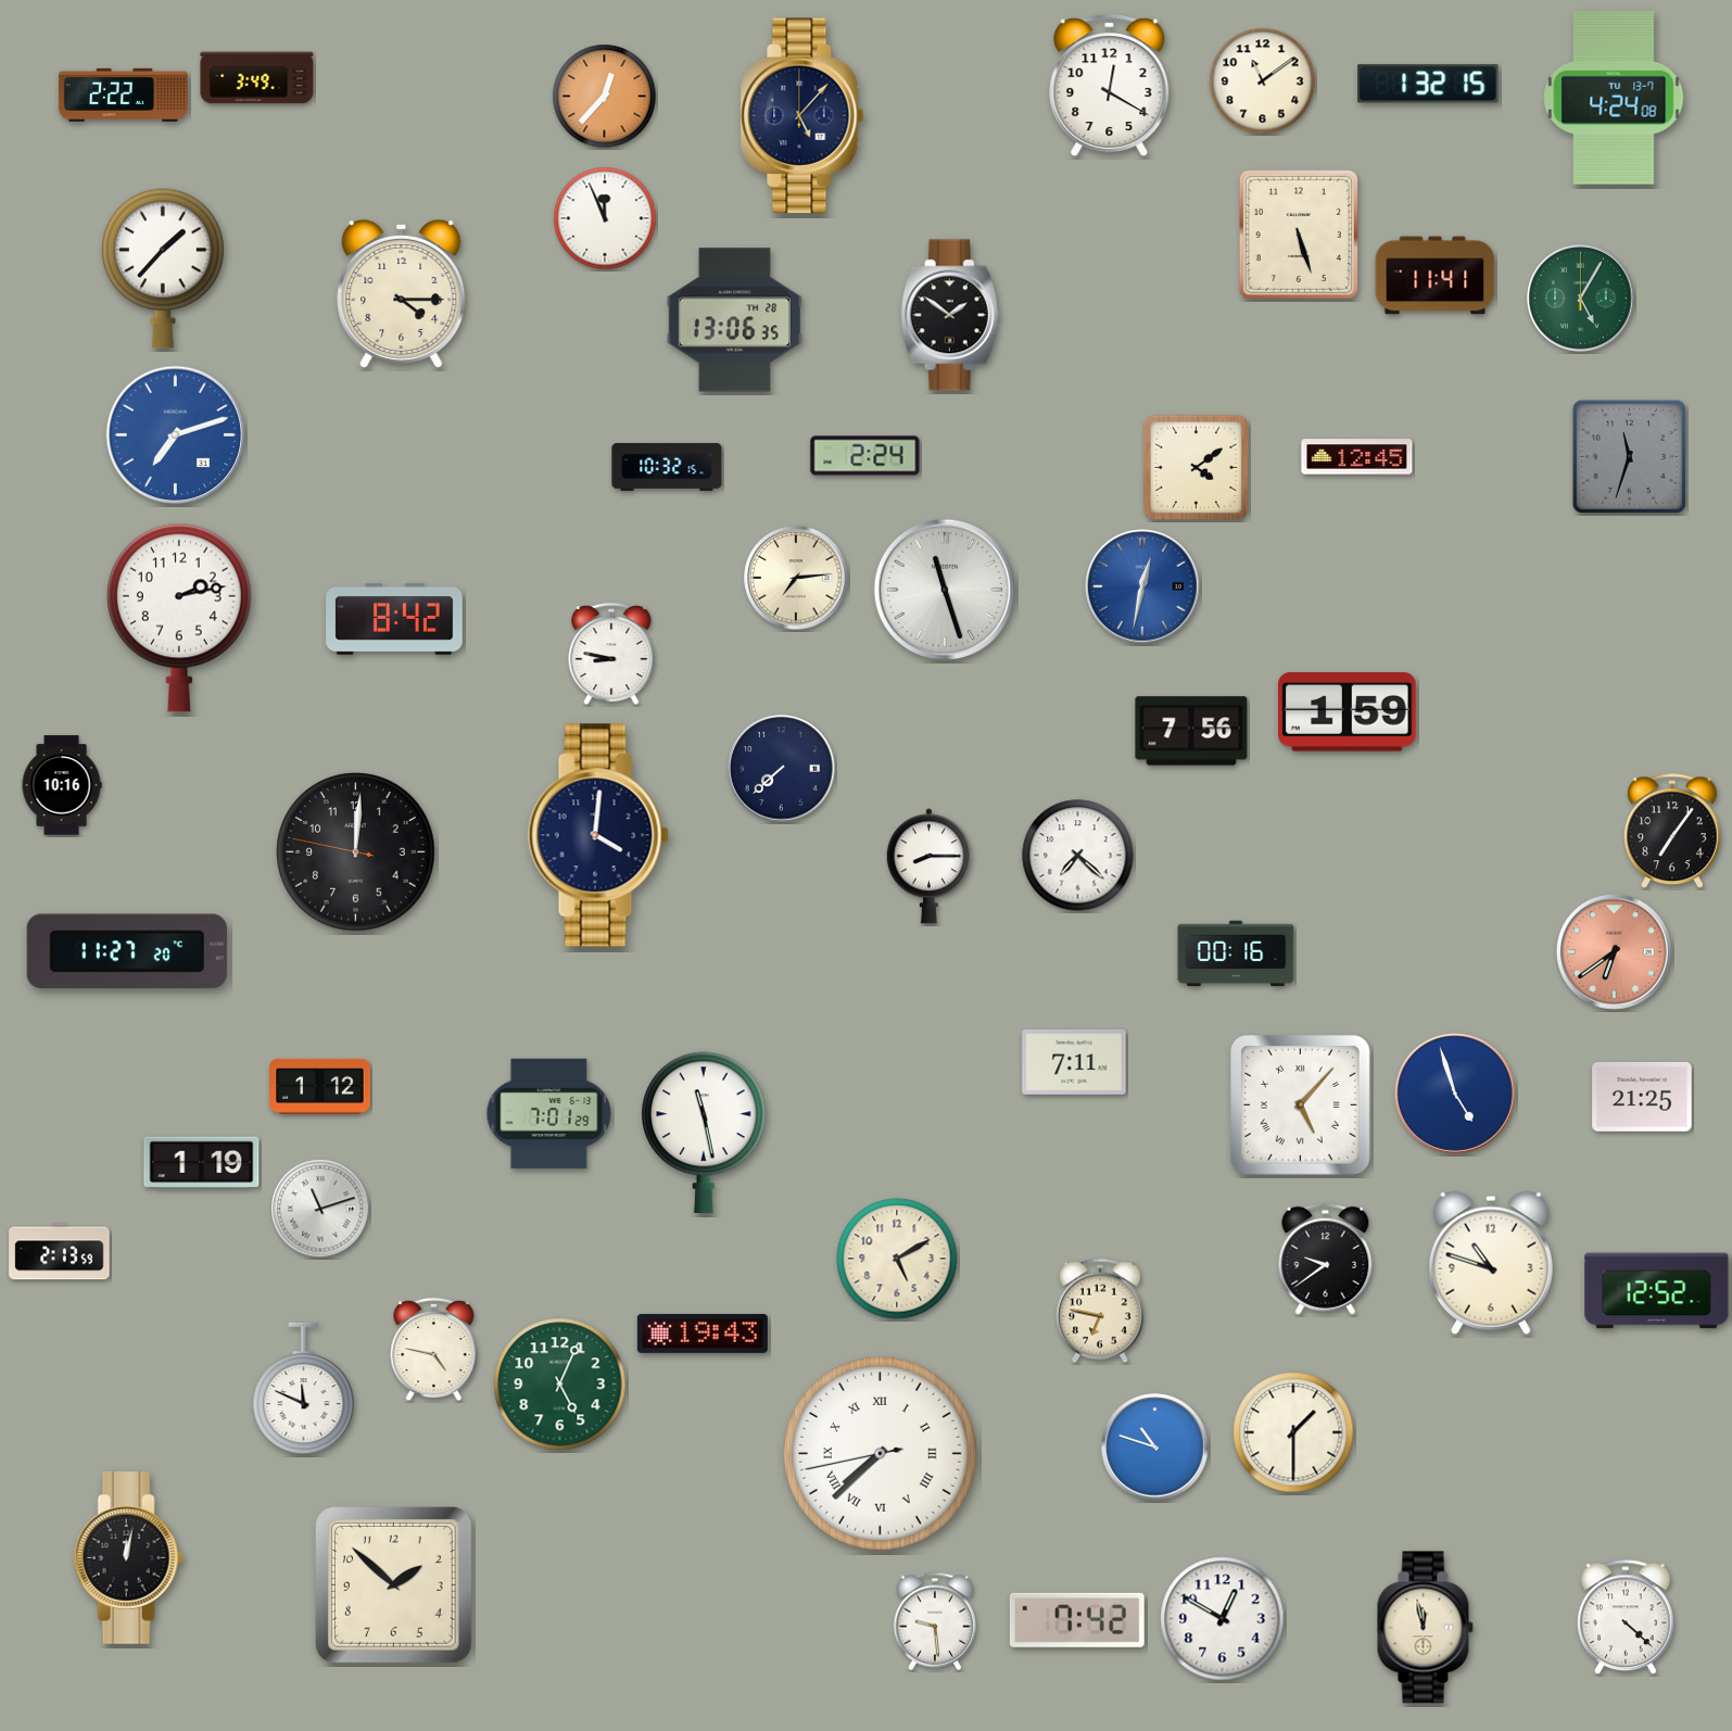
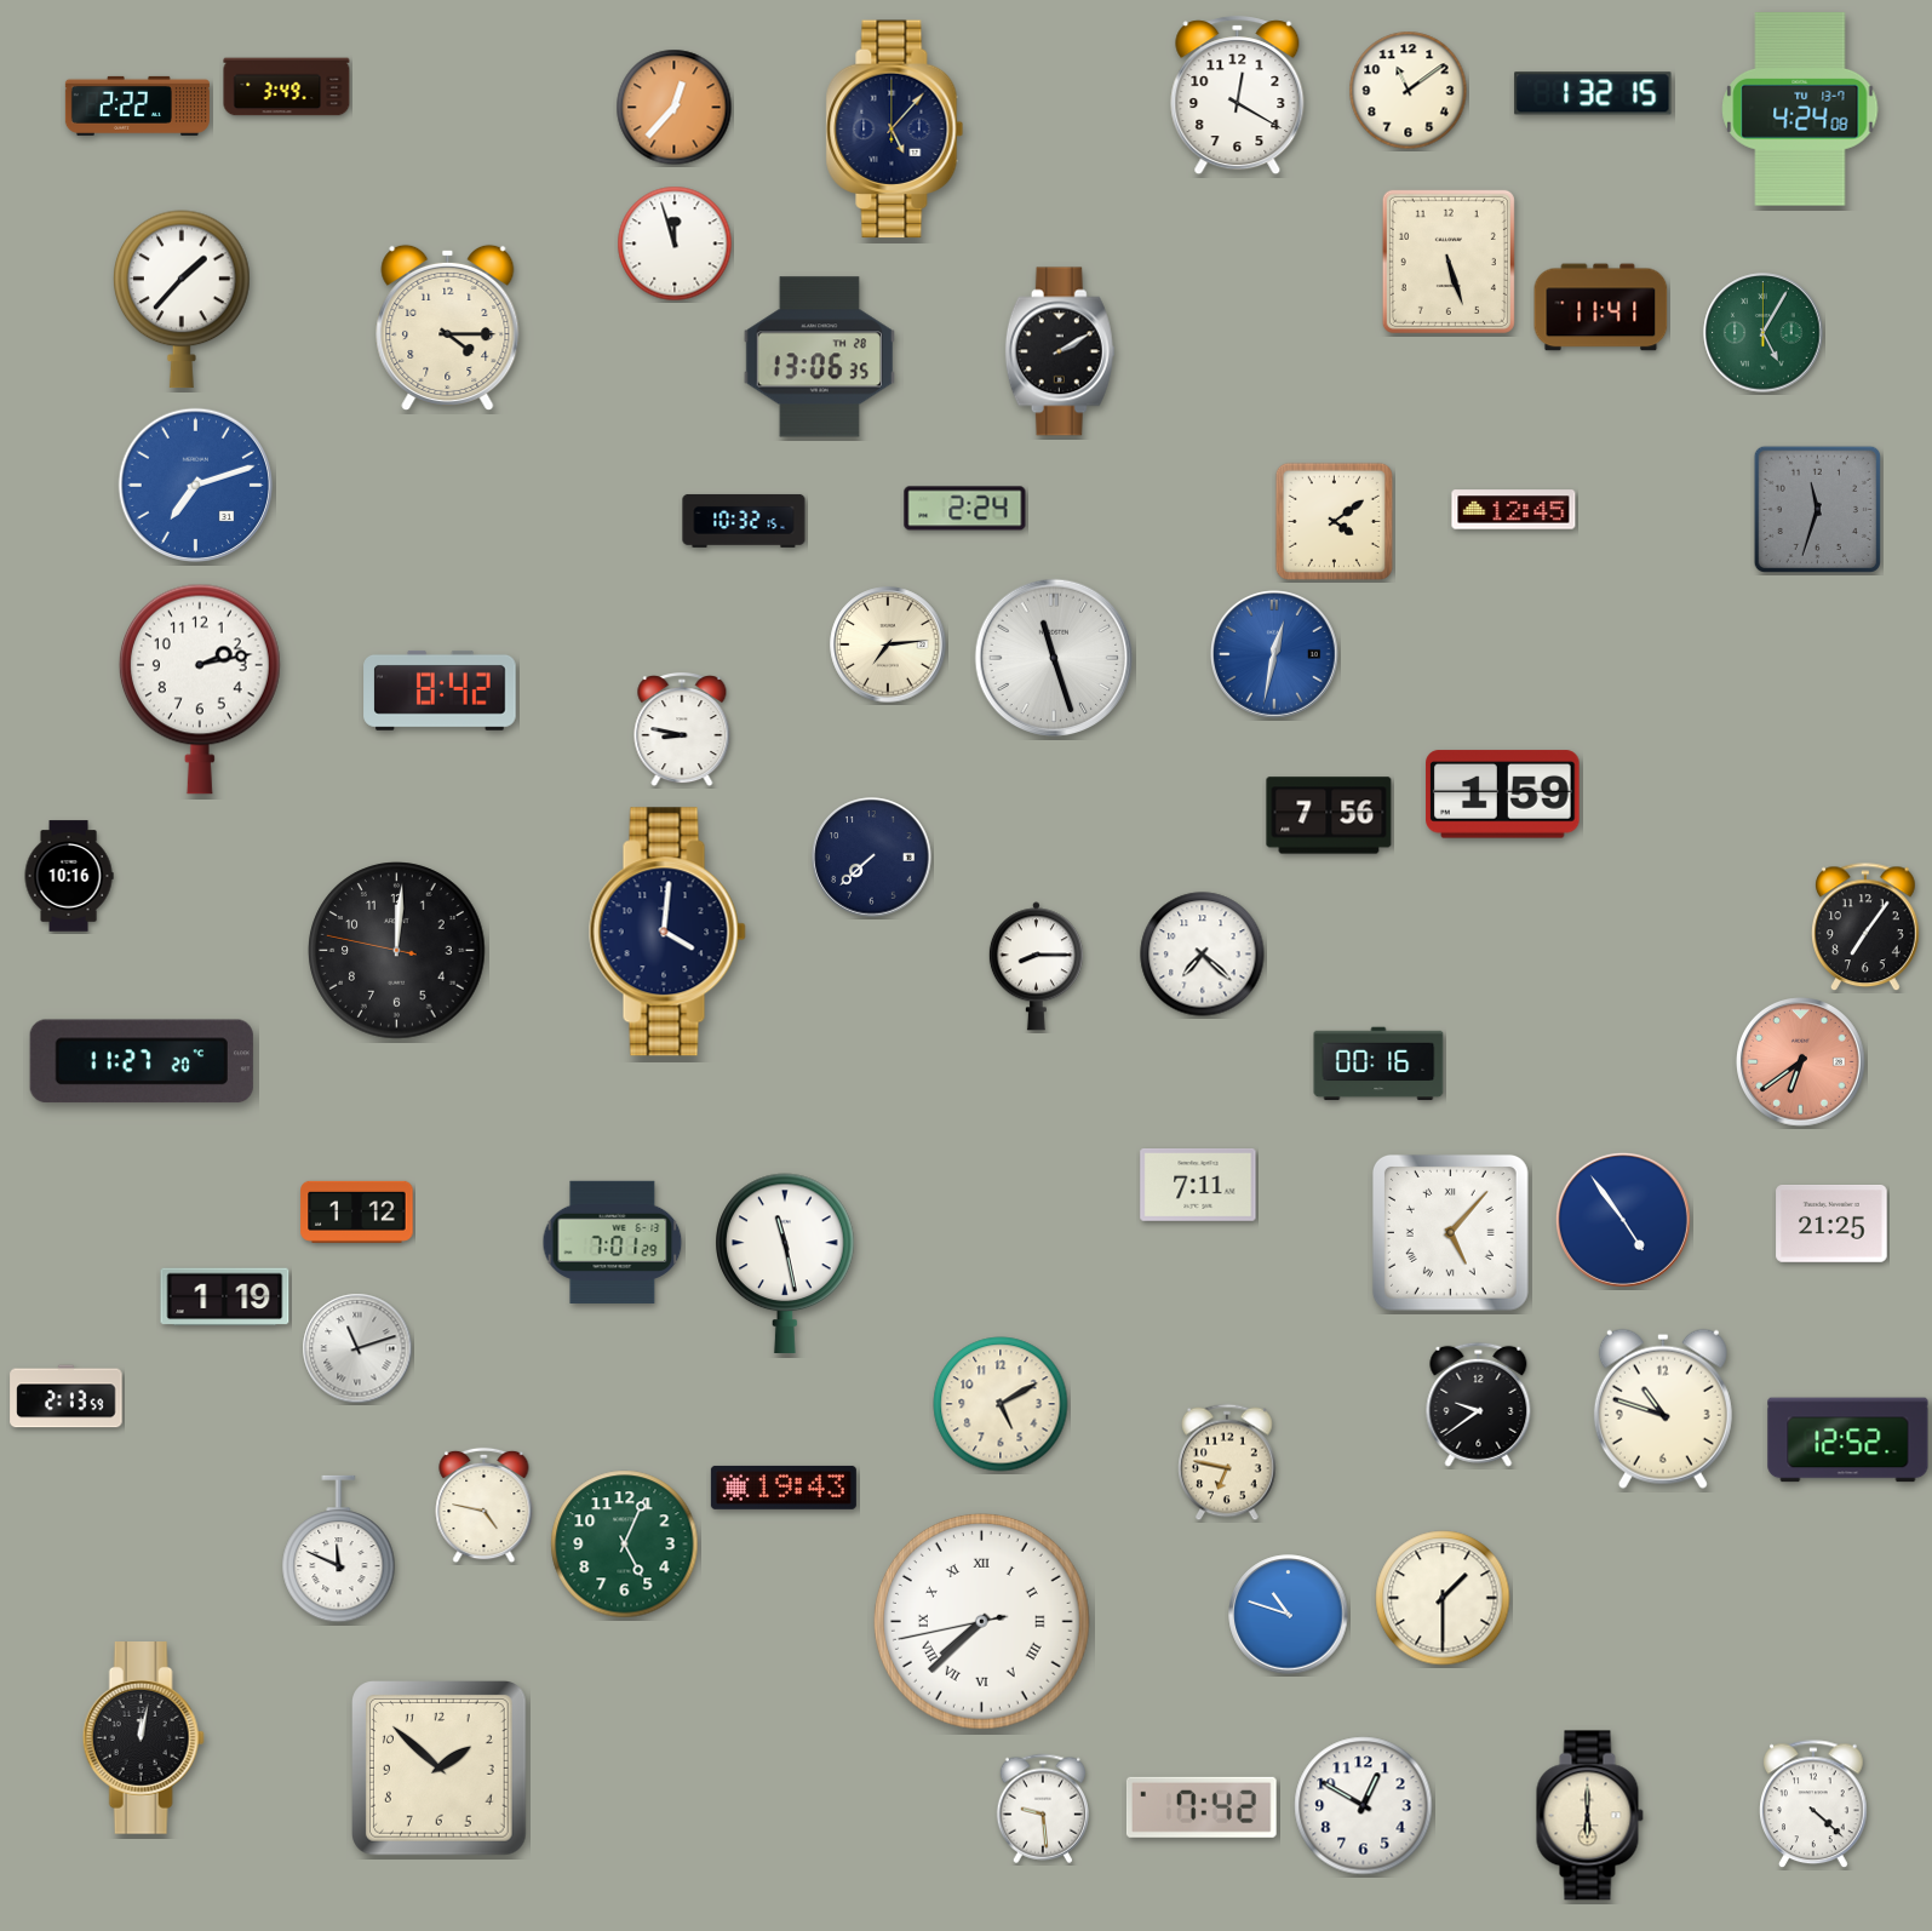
clock at (605, 218): 11:56 -> 11:57
clock at (950, 315): 1:51 -> 2:10
clock at (1455, 1094): 4:57 -> 4:54
clock at (1425, 1628): 11:58 -> 6:00
